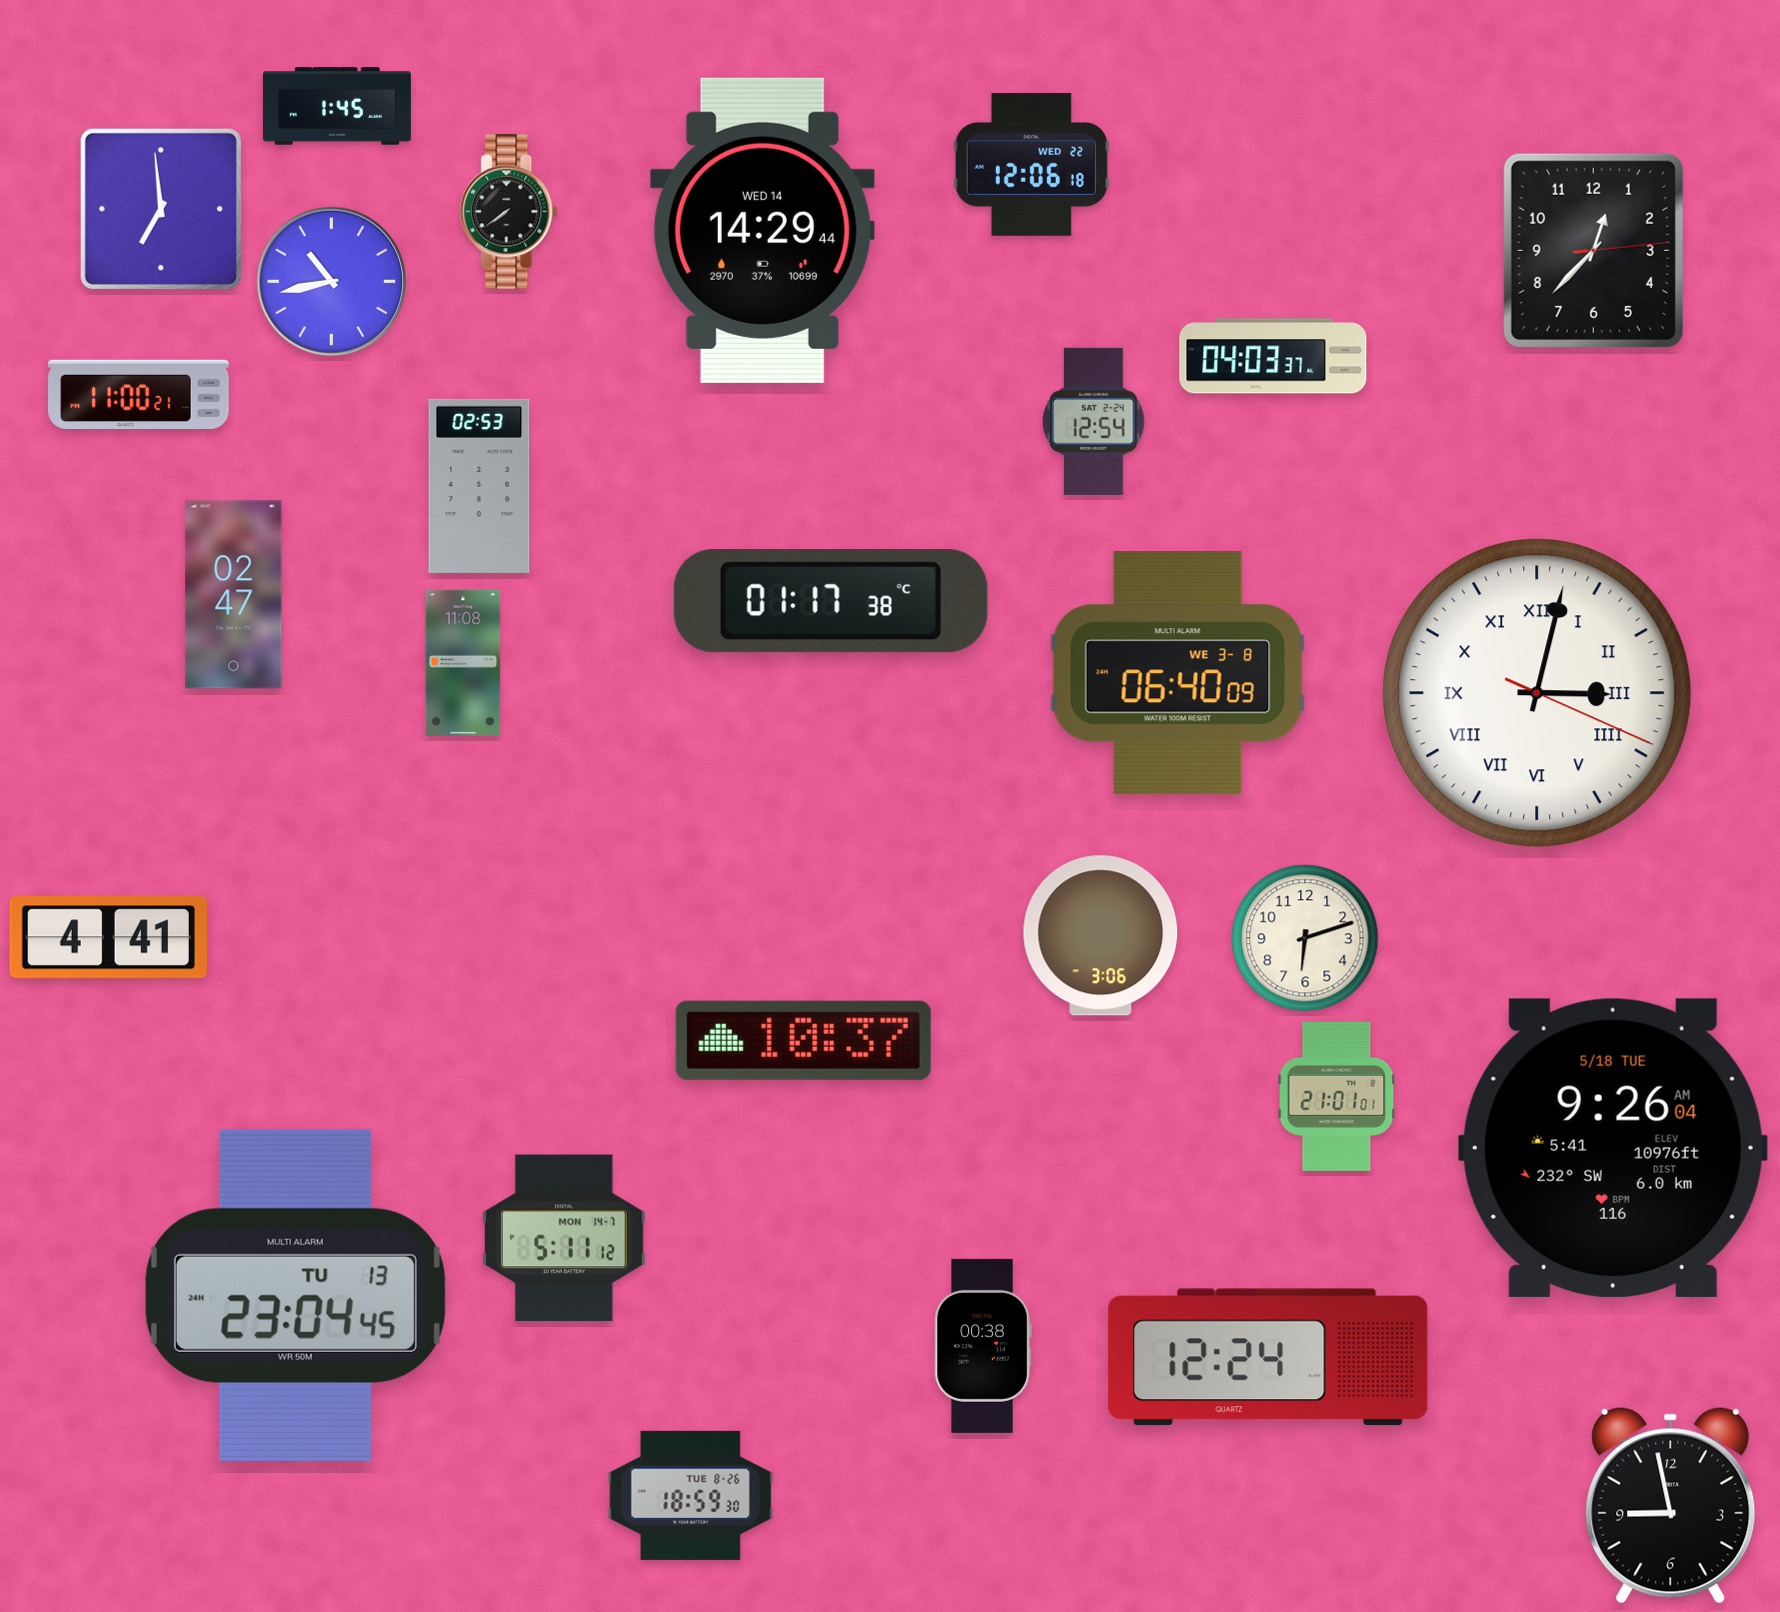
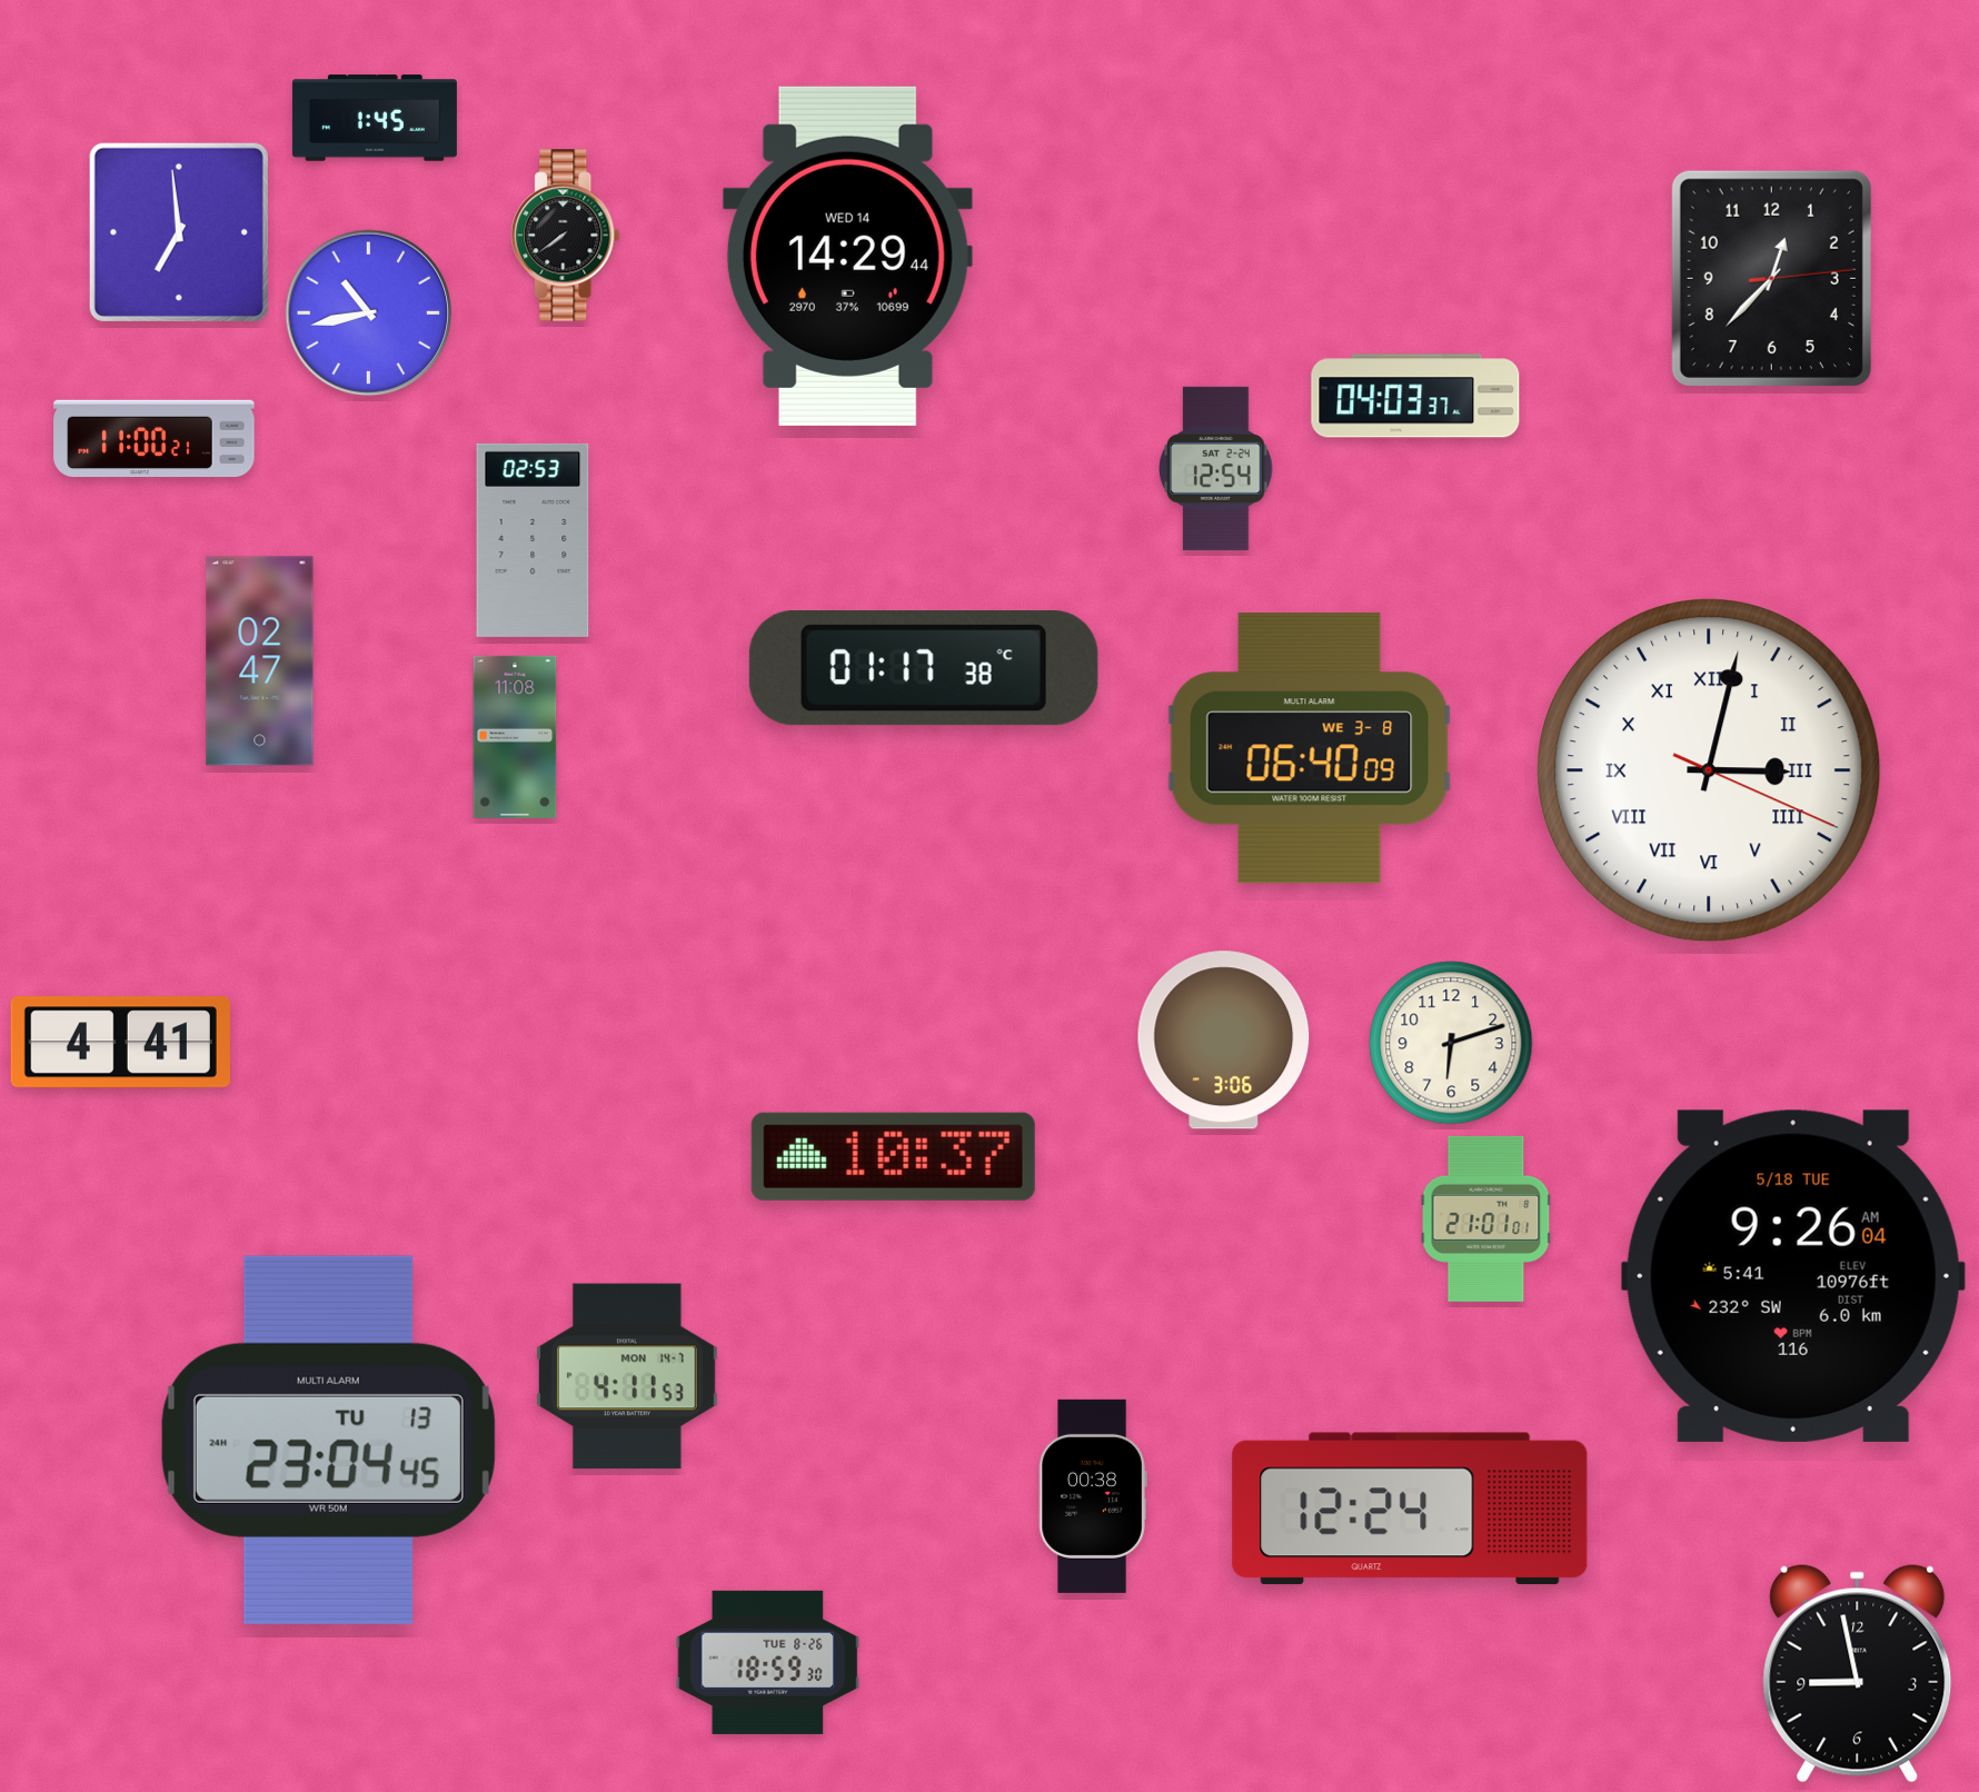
clock at (1031, 164): 12:06 -> none
clock at (564, 1238): 5:11 -> 4:11
